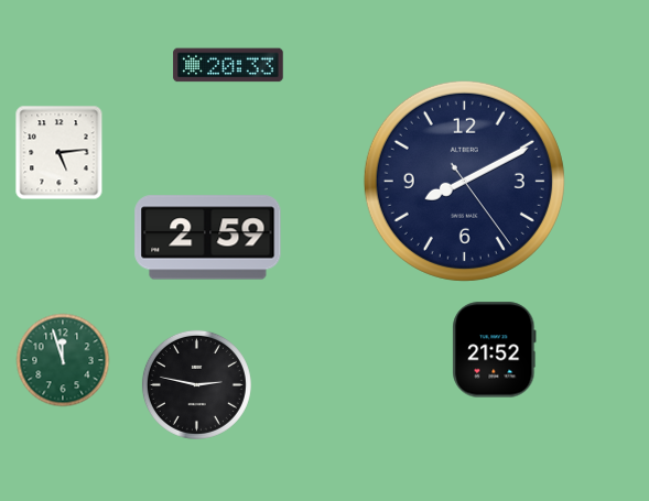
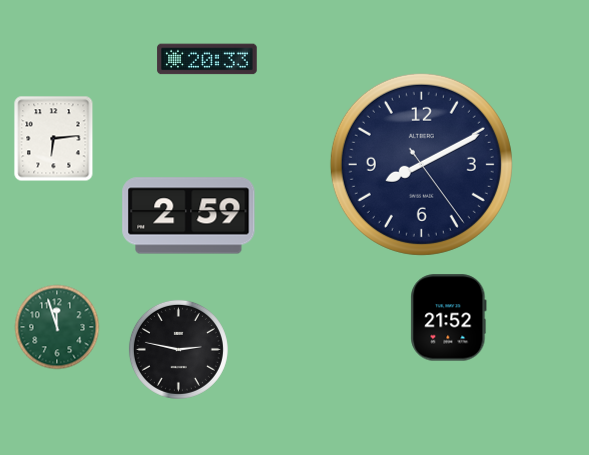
clock at (60, 153): 5:14 -> 6:14
